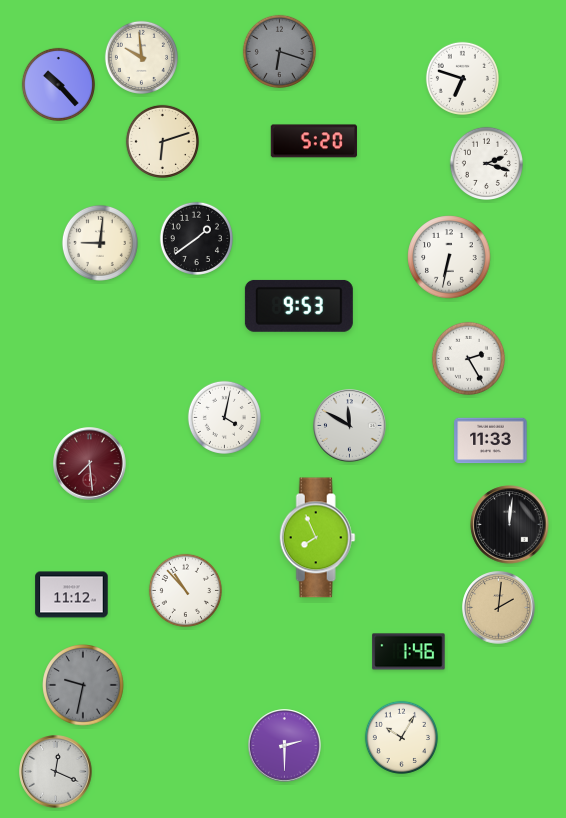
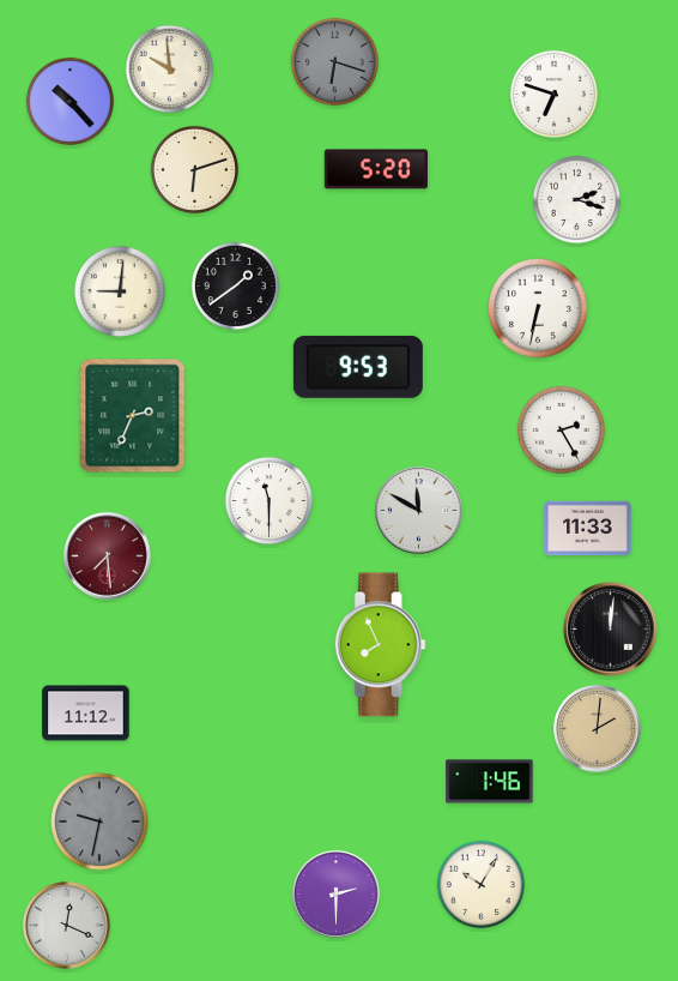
clock at (486, 163) position: (486, 163) -> (576, 199)
clock at (133, 416): none -> 2:34
clock at (224, 417): 4:02 -> 11:30
clock at (185, 590): 10:53 -> none
clock at (285, 746) position: (285, 746) -> (337, 895)
